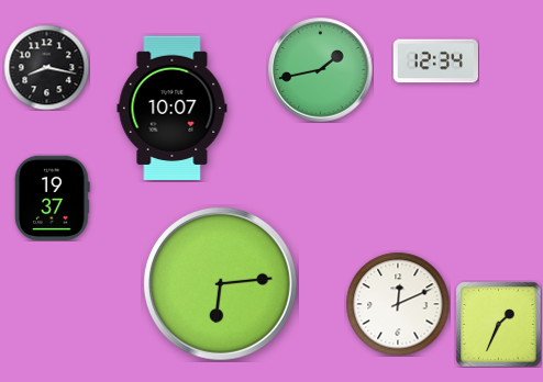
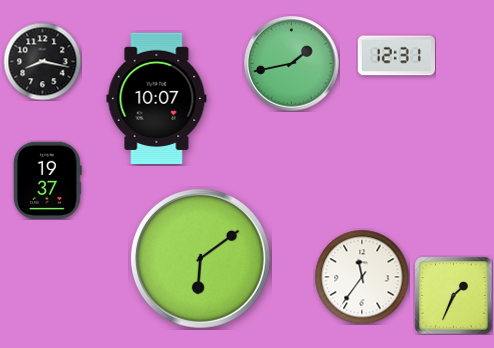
clock at (435, 61): 12:34 -> 12:31
clock at (221, 284): 6:14 -> 6:09
clock at (398, 304): 12:11 -> 11:36
